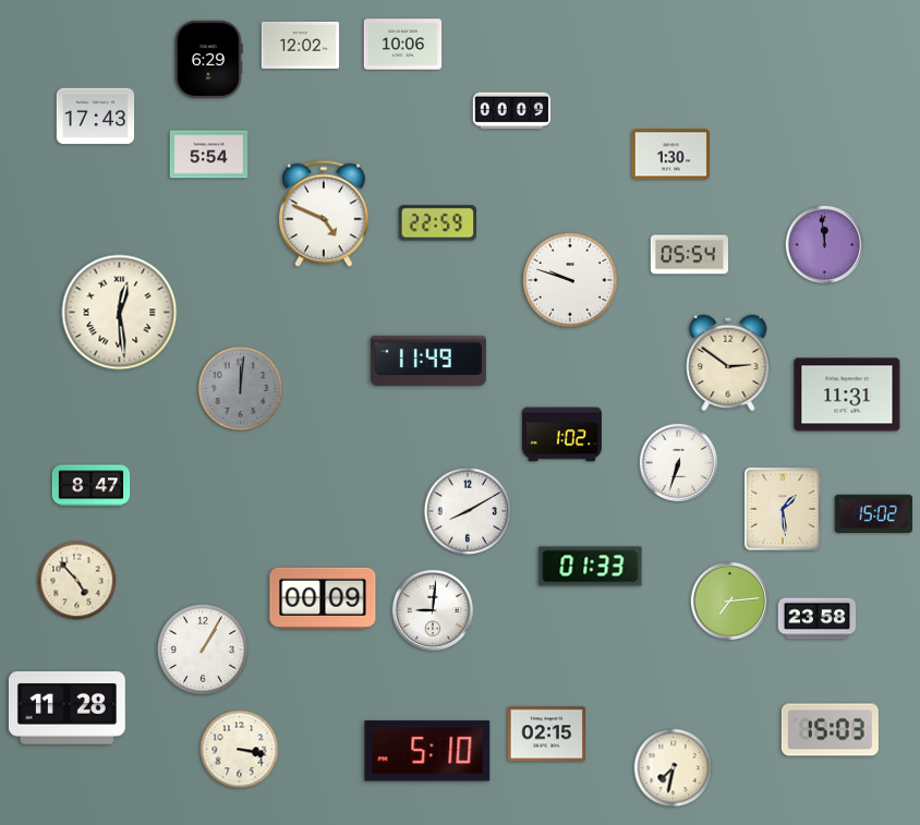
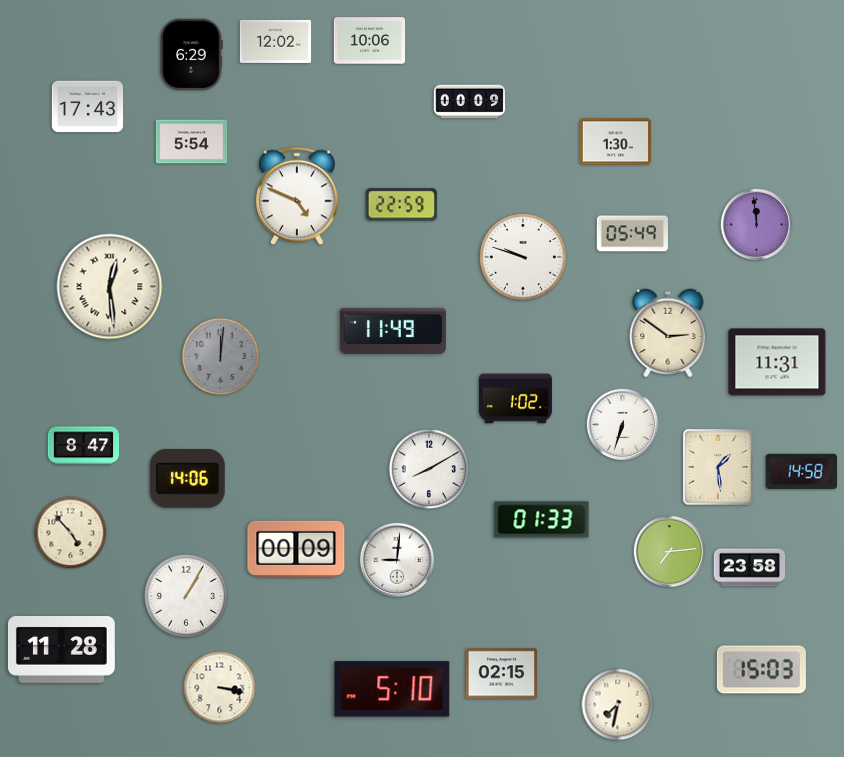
clock at (689, 255): 05:54 -> 05:49
clock at (873, 513): 15:02 -> 14:58
clock at (187, 479): none -> 14:06
